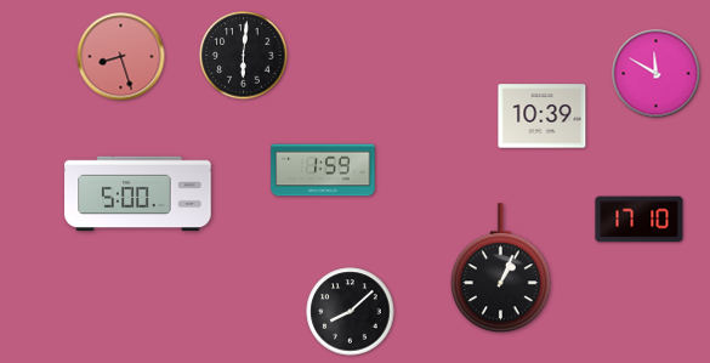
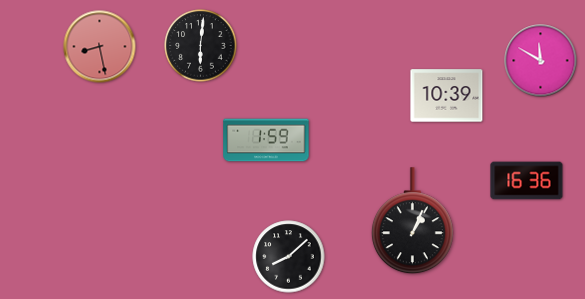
clock at (121, 57): 8:27 -> 8:28
clock at (138, 194): 5:00 -> none
clock at (640, 220): 17:10 -> 16:36
